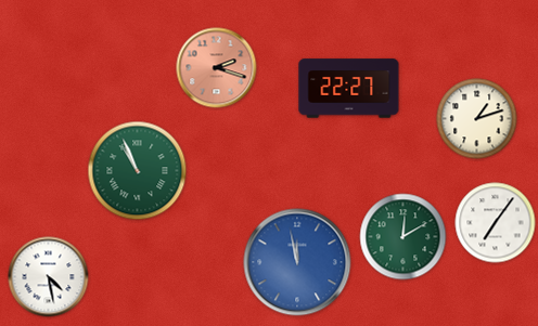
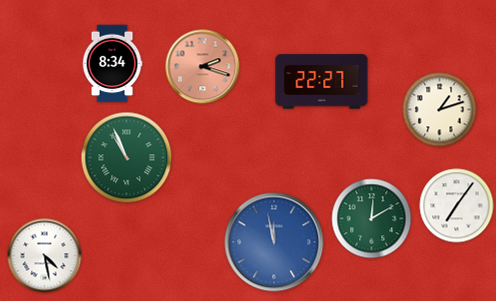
clock at (217, 68) position: (217, 68) -> (203, 67)
clock at (112, 64): none -> 8:34
